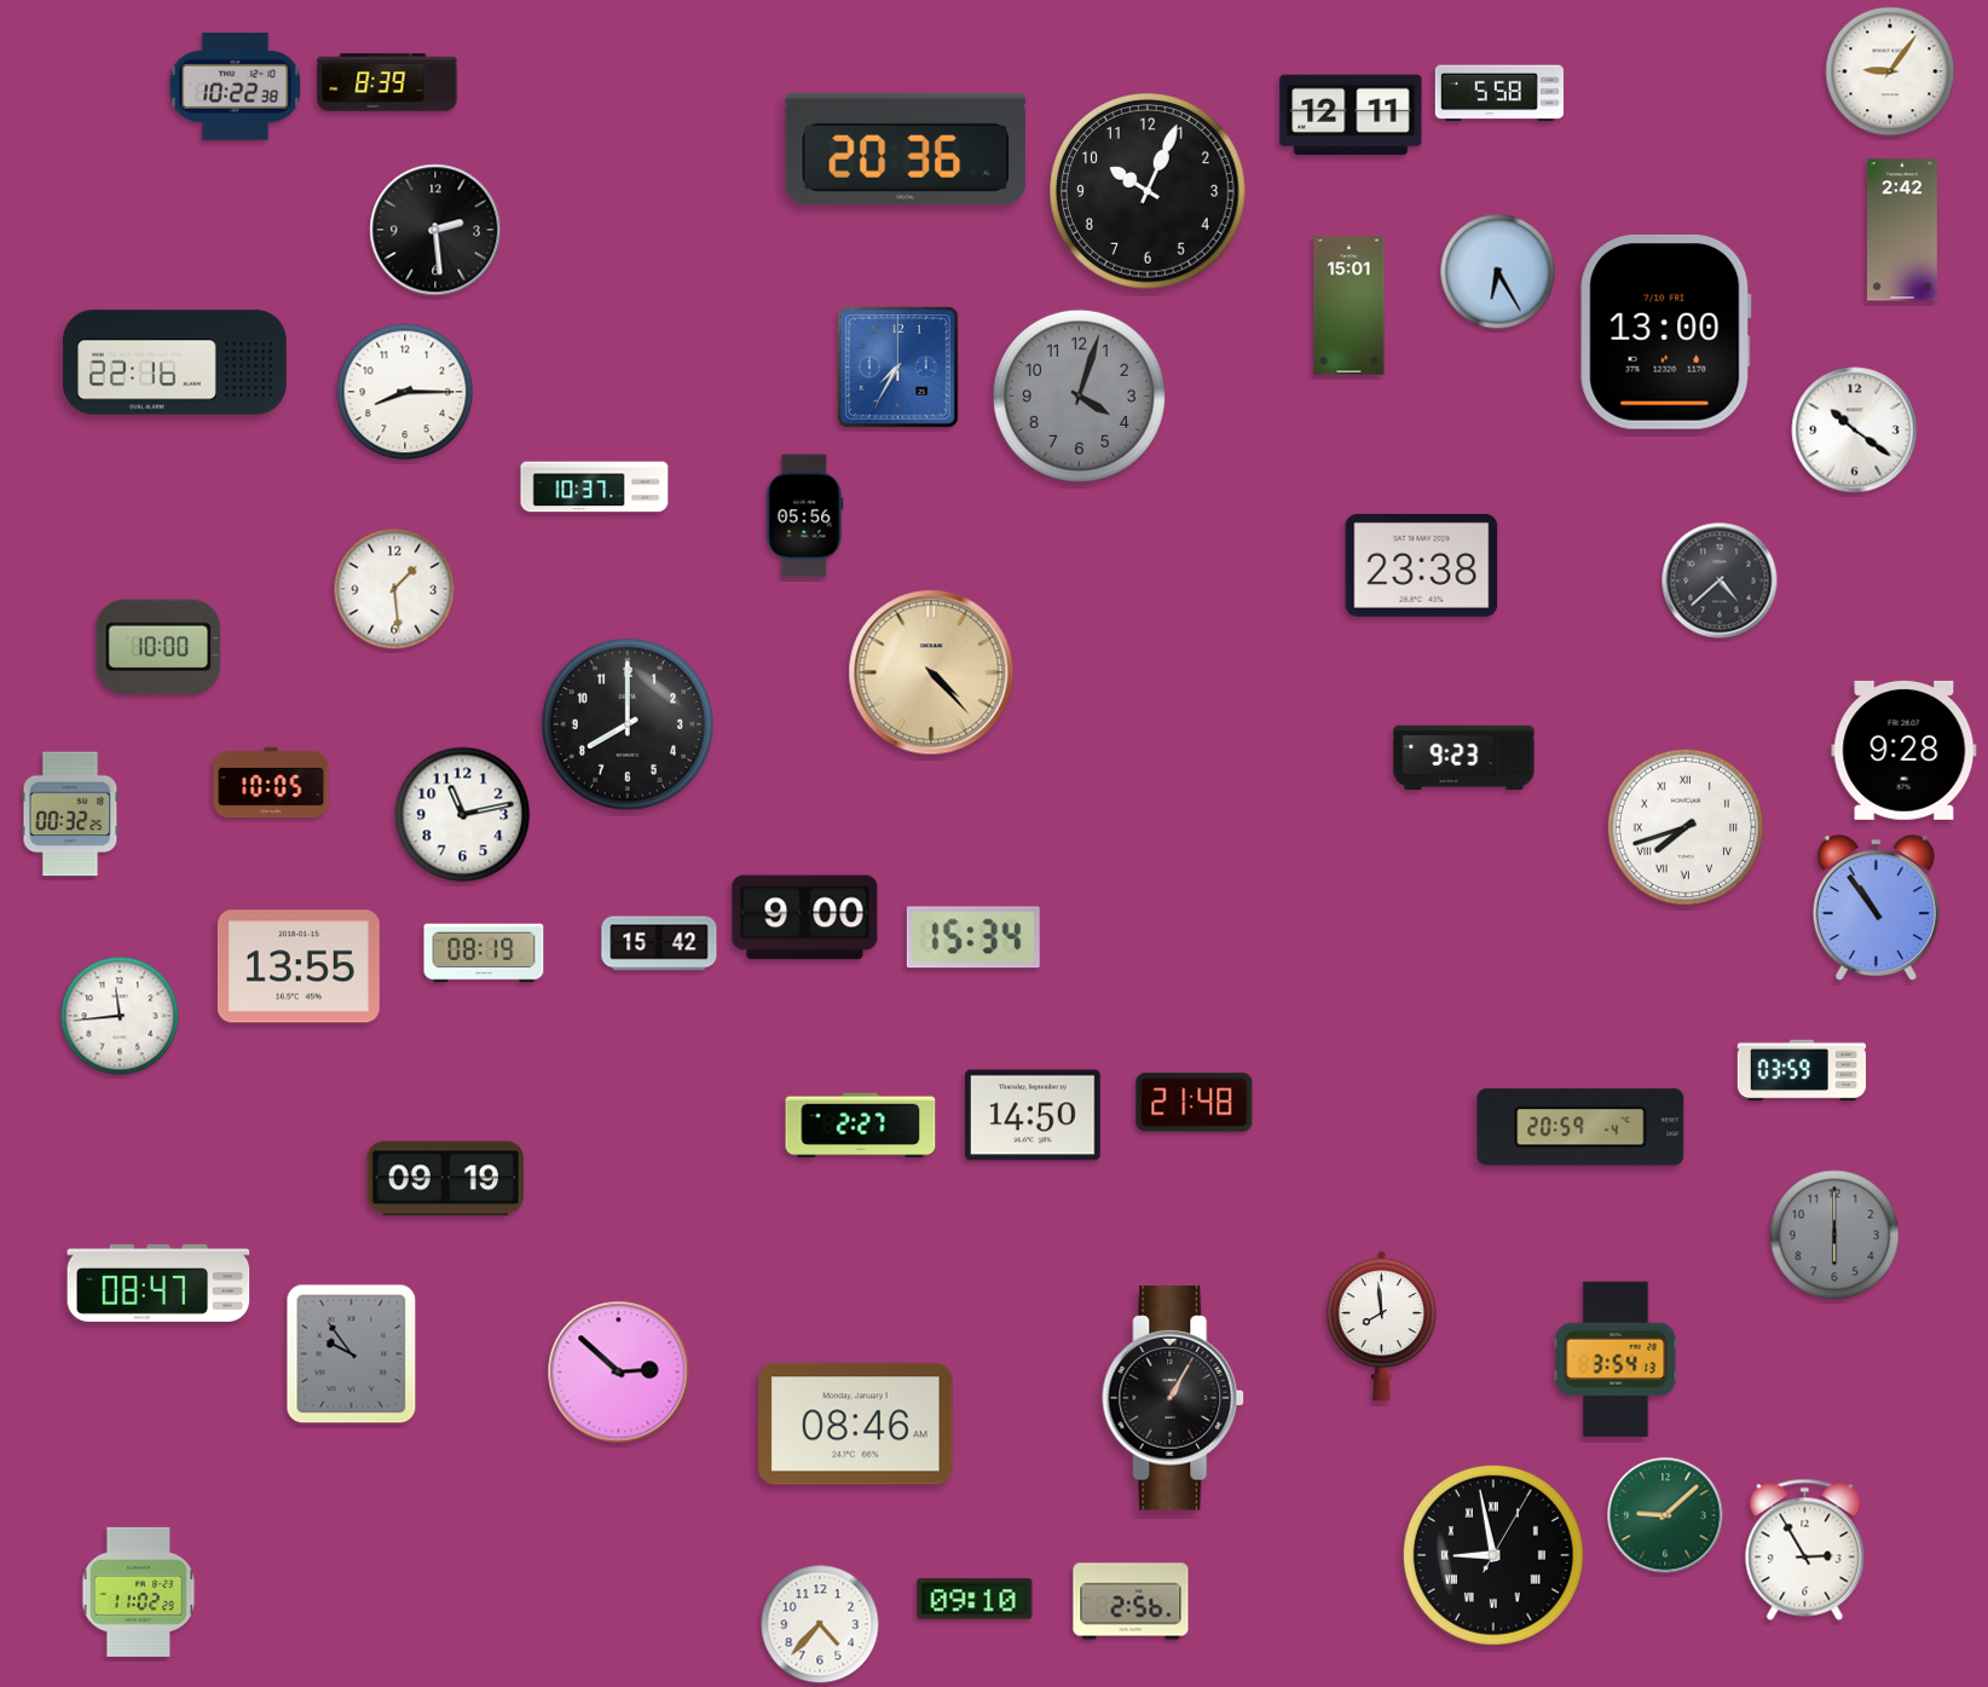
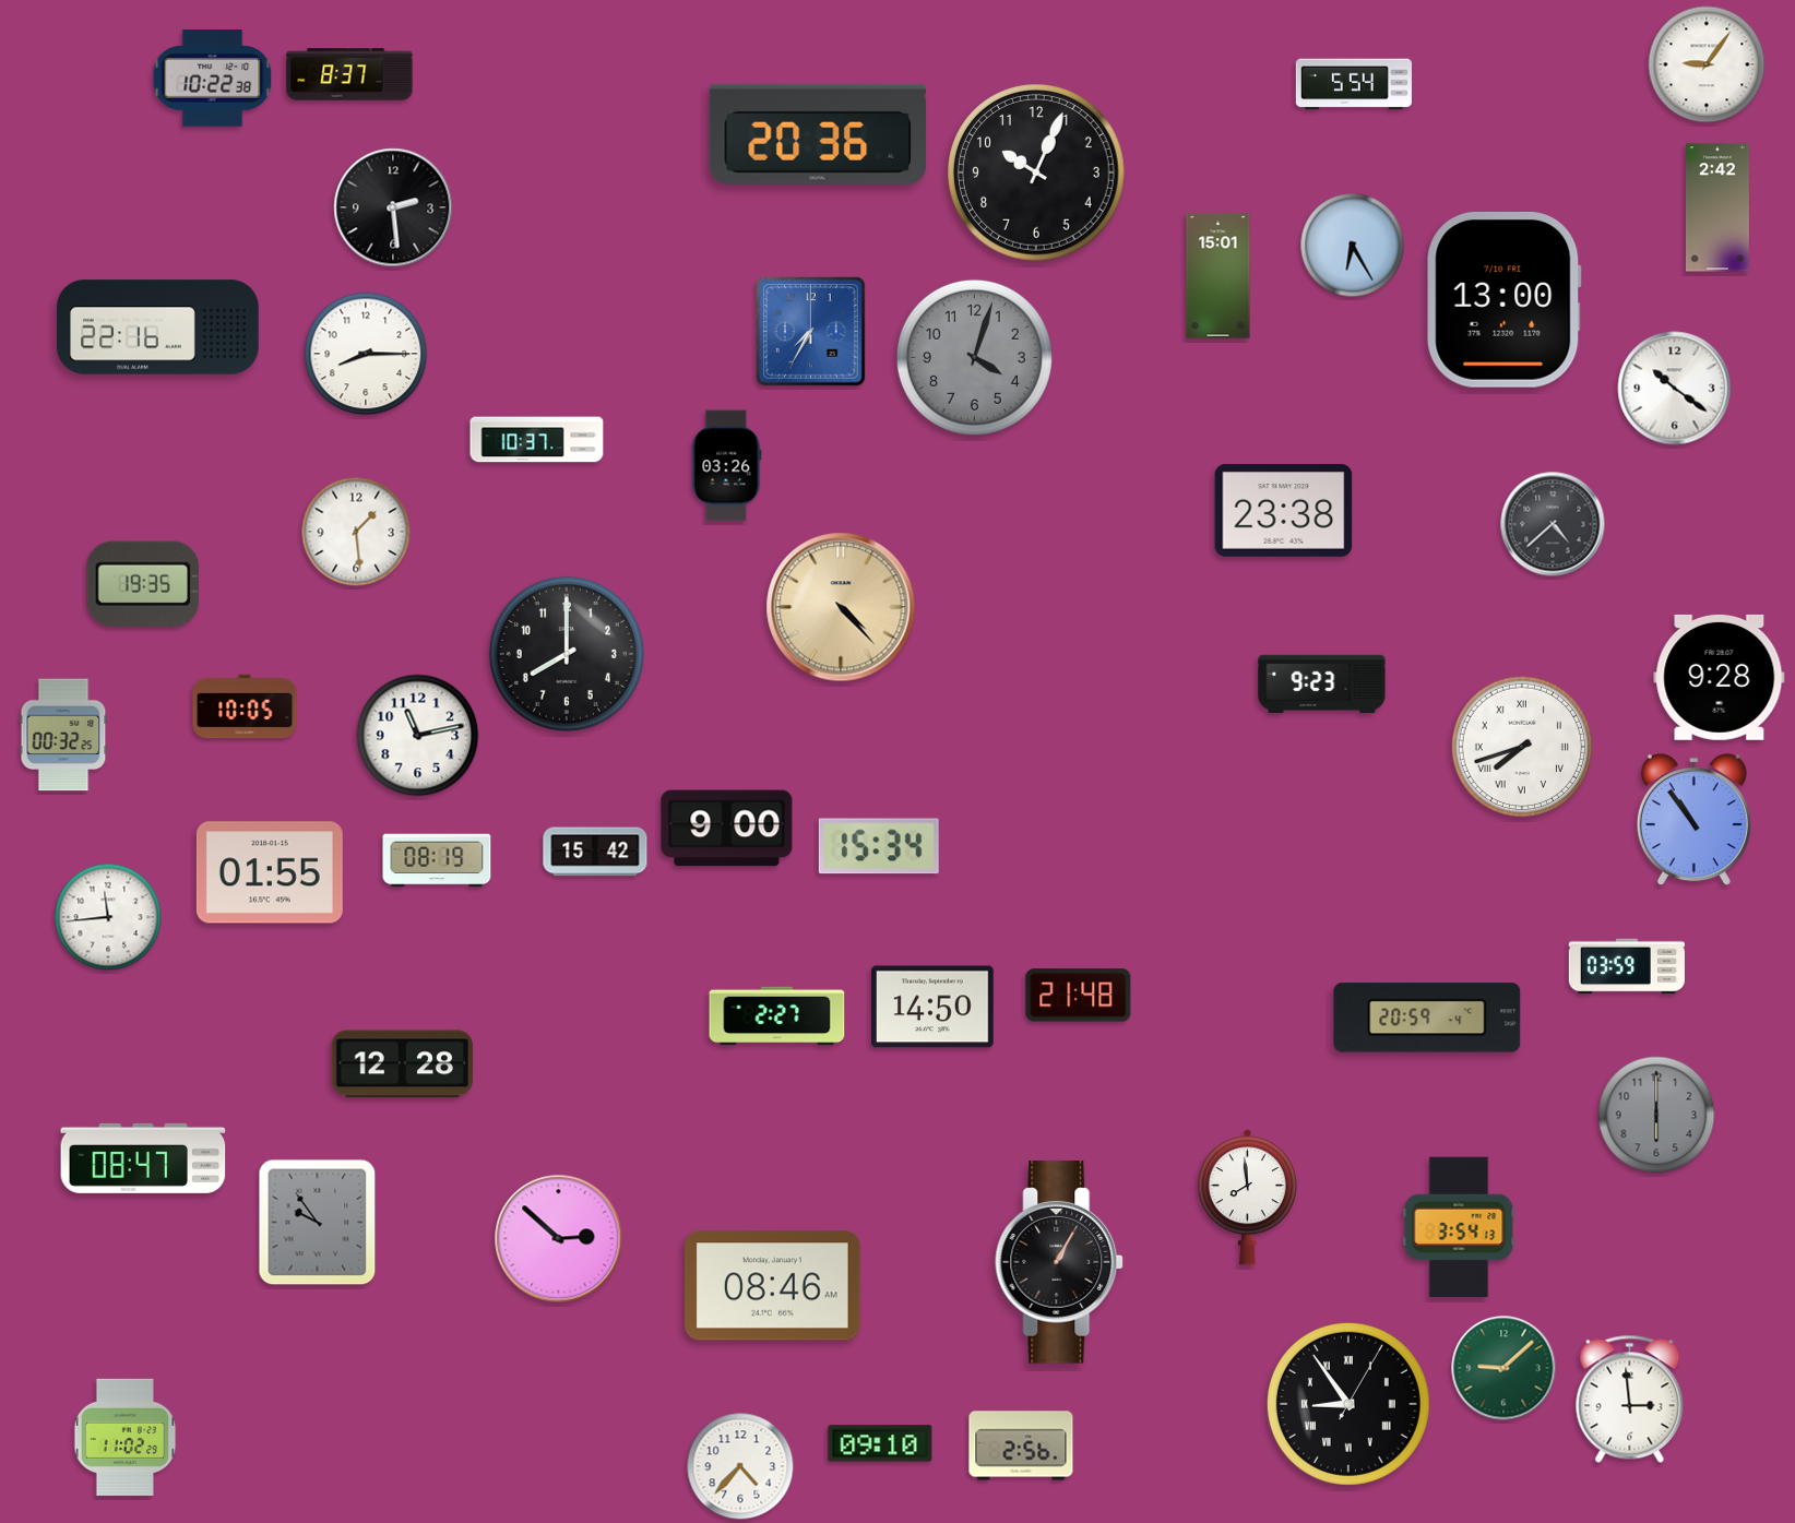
clock at (387, 82): 8:39 -> 8:37
clock at (1499, 93): 5:58 -> 5:54
clock at (1351, 115): 12:11 -> none
clock at (805, 516): 05:56 -> 03:26
clock at (158, 647): 10:00 -> 19:35
clock at (299, 966): 13:55 -> 01:55
clock at (445, 1179): 09:19 -> 12:28
clock at (1805, 1549): 2:55 -> 2:59
clock at (1493, 1555): 8:58 -> 8:54
